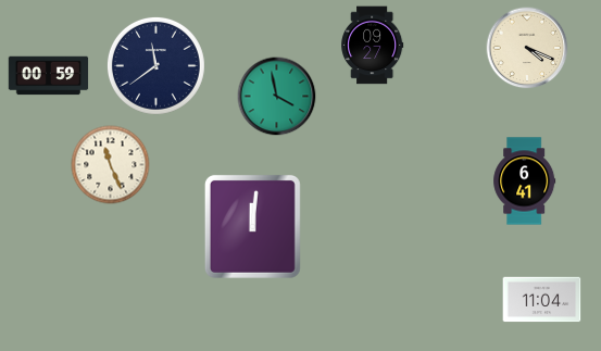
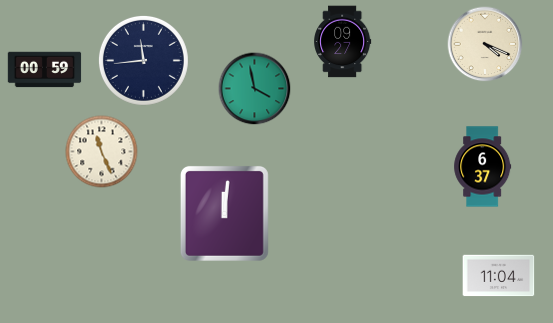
clock at (155, 65): 11:39 -> 11:44
clock at (525, 181): 6:41 -> 6:37
clock at (252, 226) position: (252, 226) -> (224, 213)
